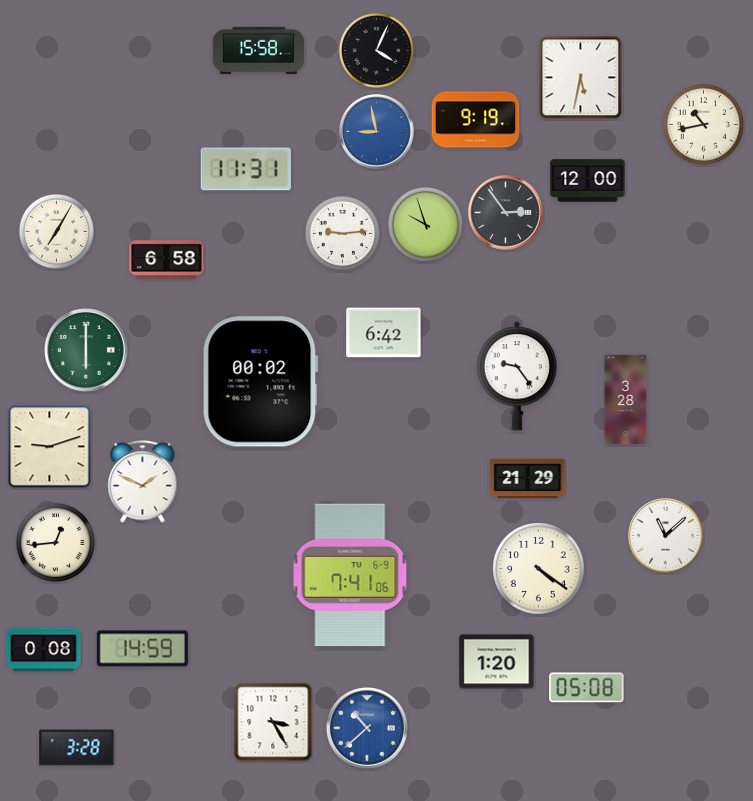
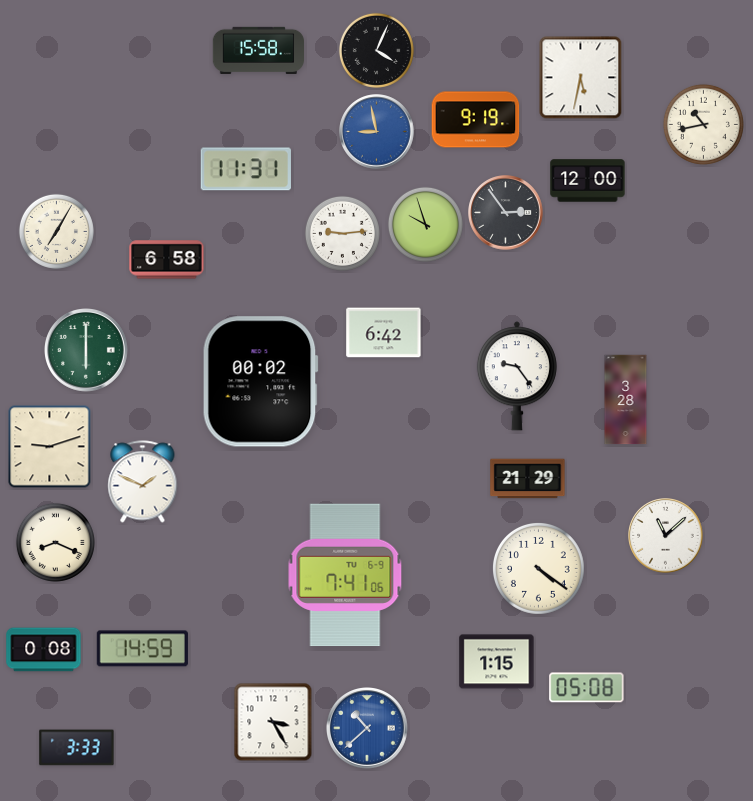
clock at (55, 542): 12:44 -> 8:19
clock at (350, 575) position: (350, 575) -> (345, 575)
clock at (497, 662): 1:20 -> 1:15
clock at (77, 748): 3:28 -> 3:33
